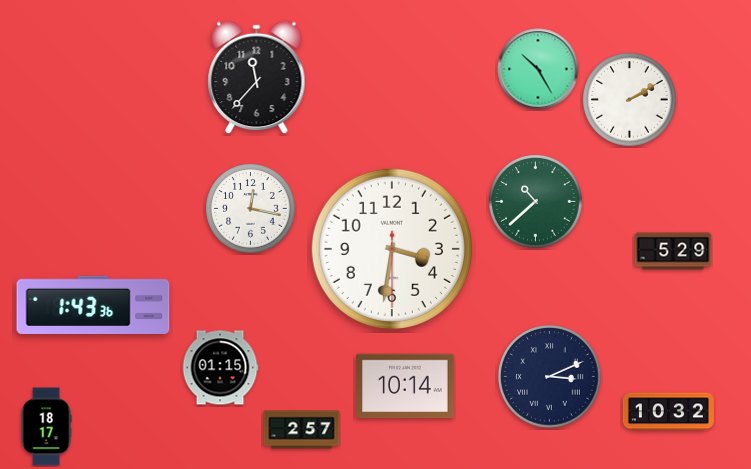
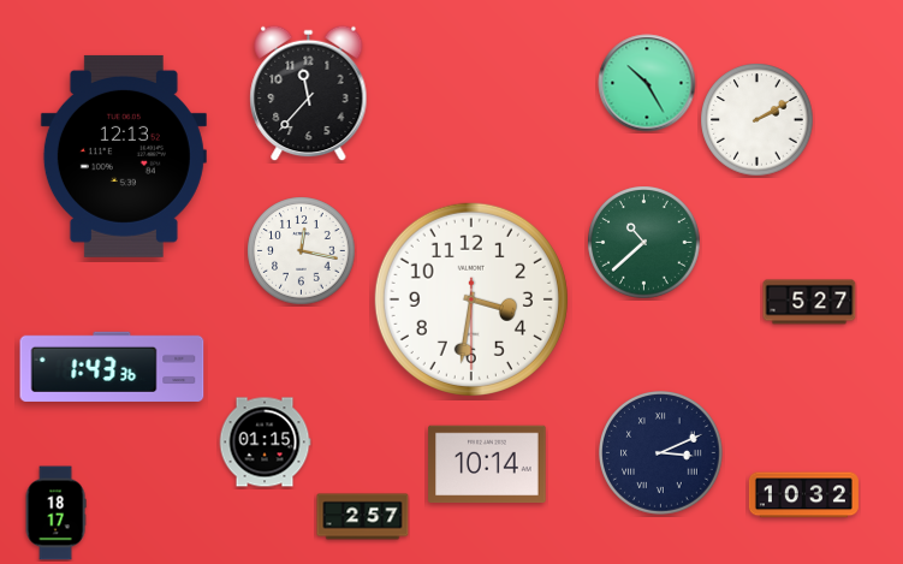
clock at (124, 156): none -> 12:13
clock at (673, 251): 5:29 -> 5:27
